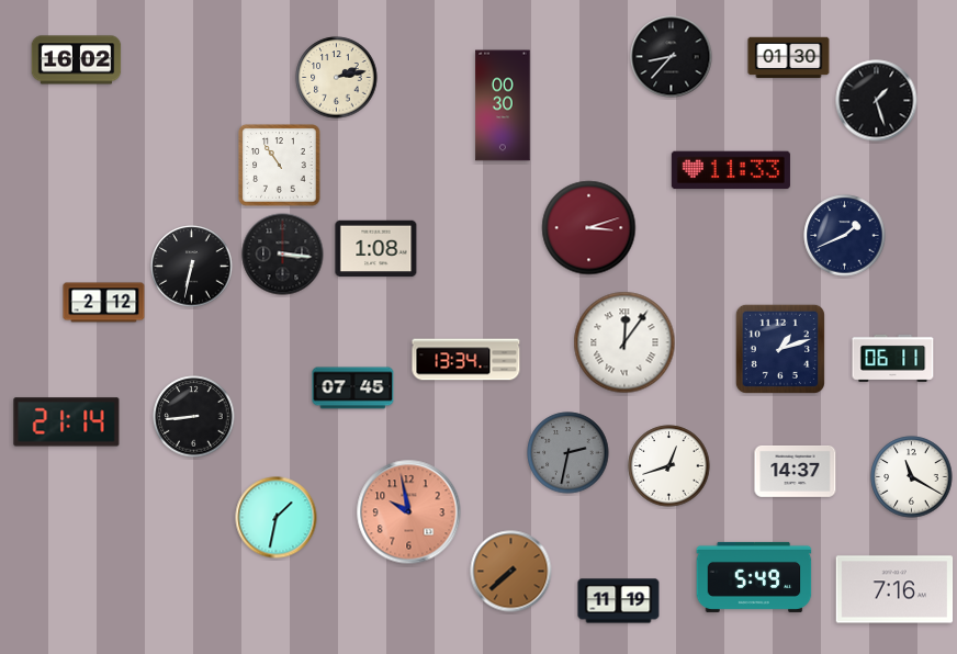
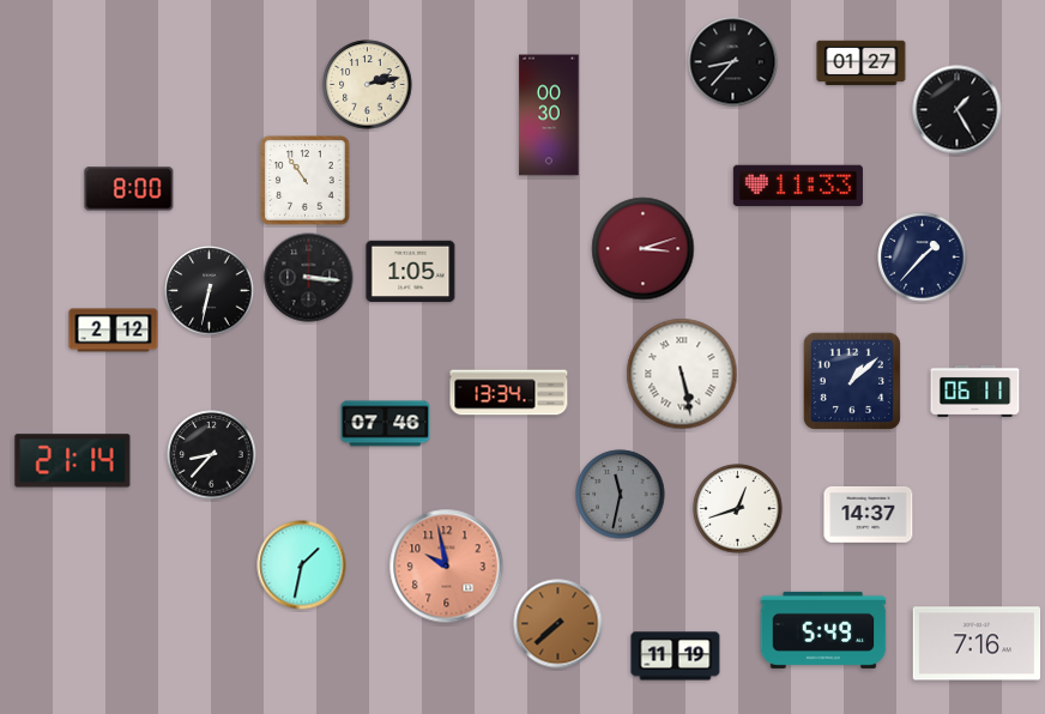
clock at (789, 58): 01:30 -> 01:27
clock at (77, 60): 16:02 -> none
clock at (877, 101): 1:27 -> 1:25
clock at (129, 189): none -> 8:00
clock at (845, 236): 1:41 -> 1:37
clock at (376, 249): 1:08 -> 1:05
clock at (624, 342): 12:06 -> 5:28
clock at (780, 349): 1:12 -> 1:08
clock at (353, 388): 07:45 -> 07:46
clock at (194, 417): 8:44 -> 8:37
clock at (568, 453): 2:32 -> 11:32
clock at (669, 466) position: (669, 466) -> (738, 509)
clock at (912, 477): 11:20 -> none
clock at (409, 512) position: (409, 512) -> (447, 567)
